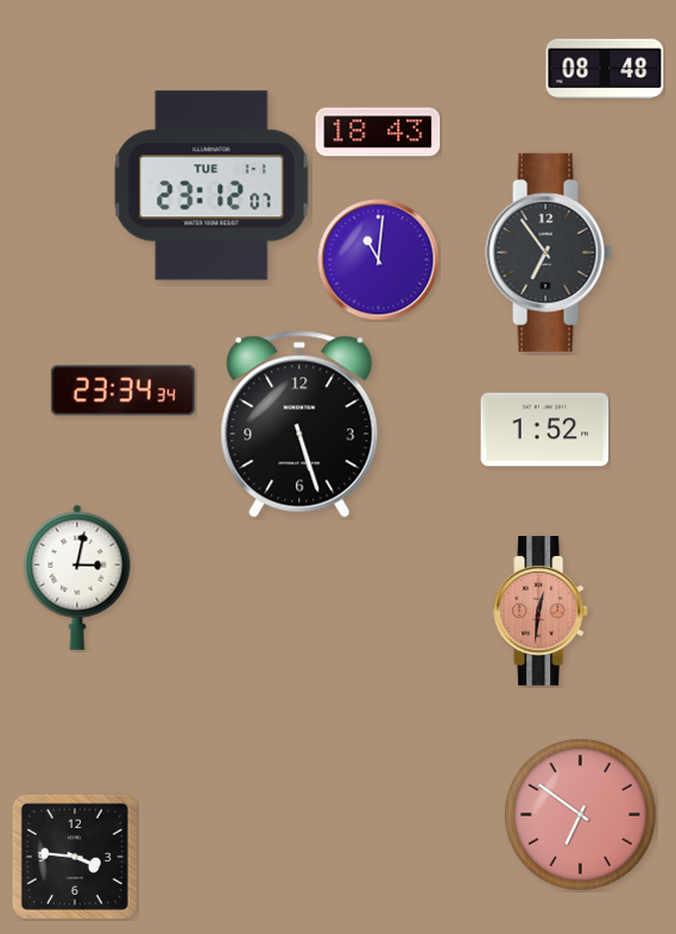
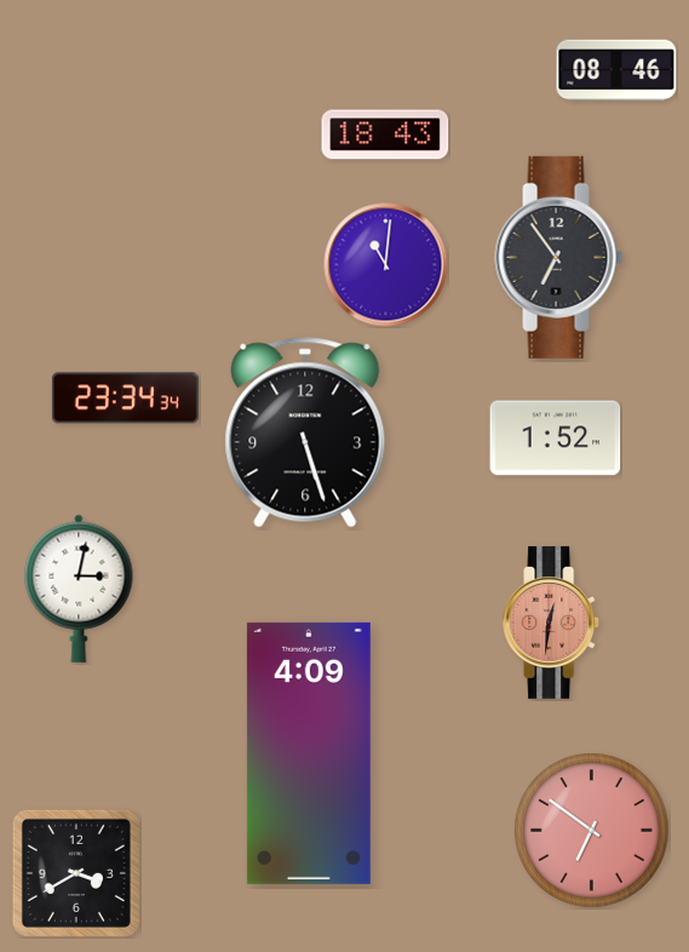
clock at (605, 69): 08:48 -> 08:46
clock at (211, 185): 23:12 -> none
clock at (309, 753): none -> 4:09
clock at (75, 857): 3:46 -> 3:40
